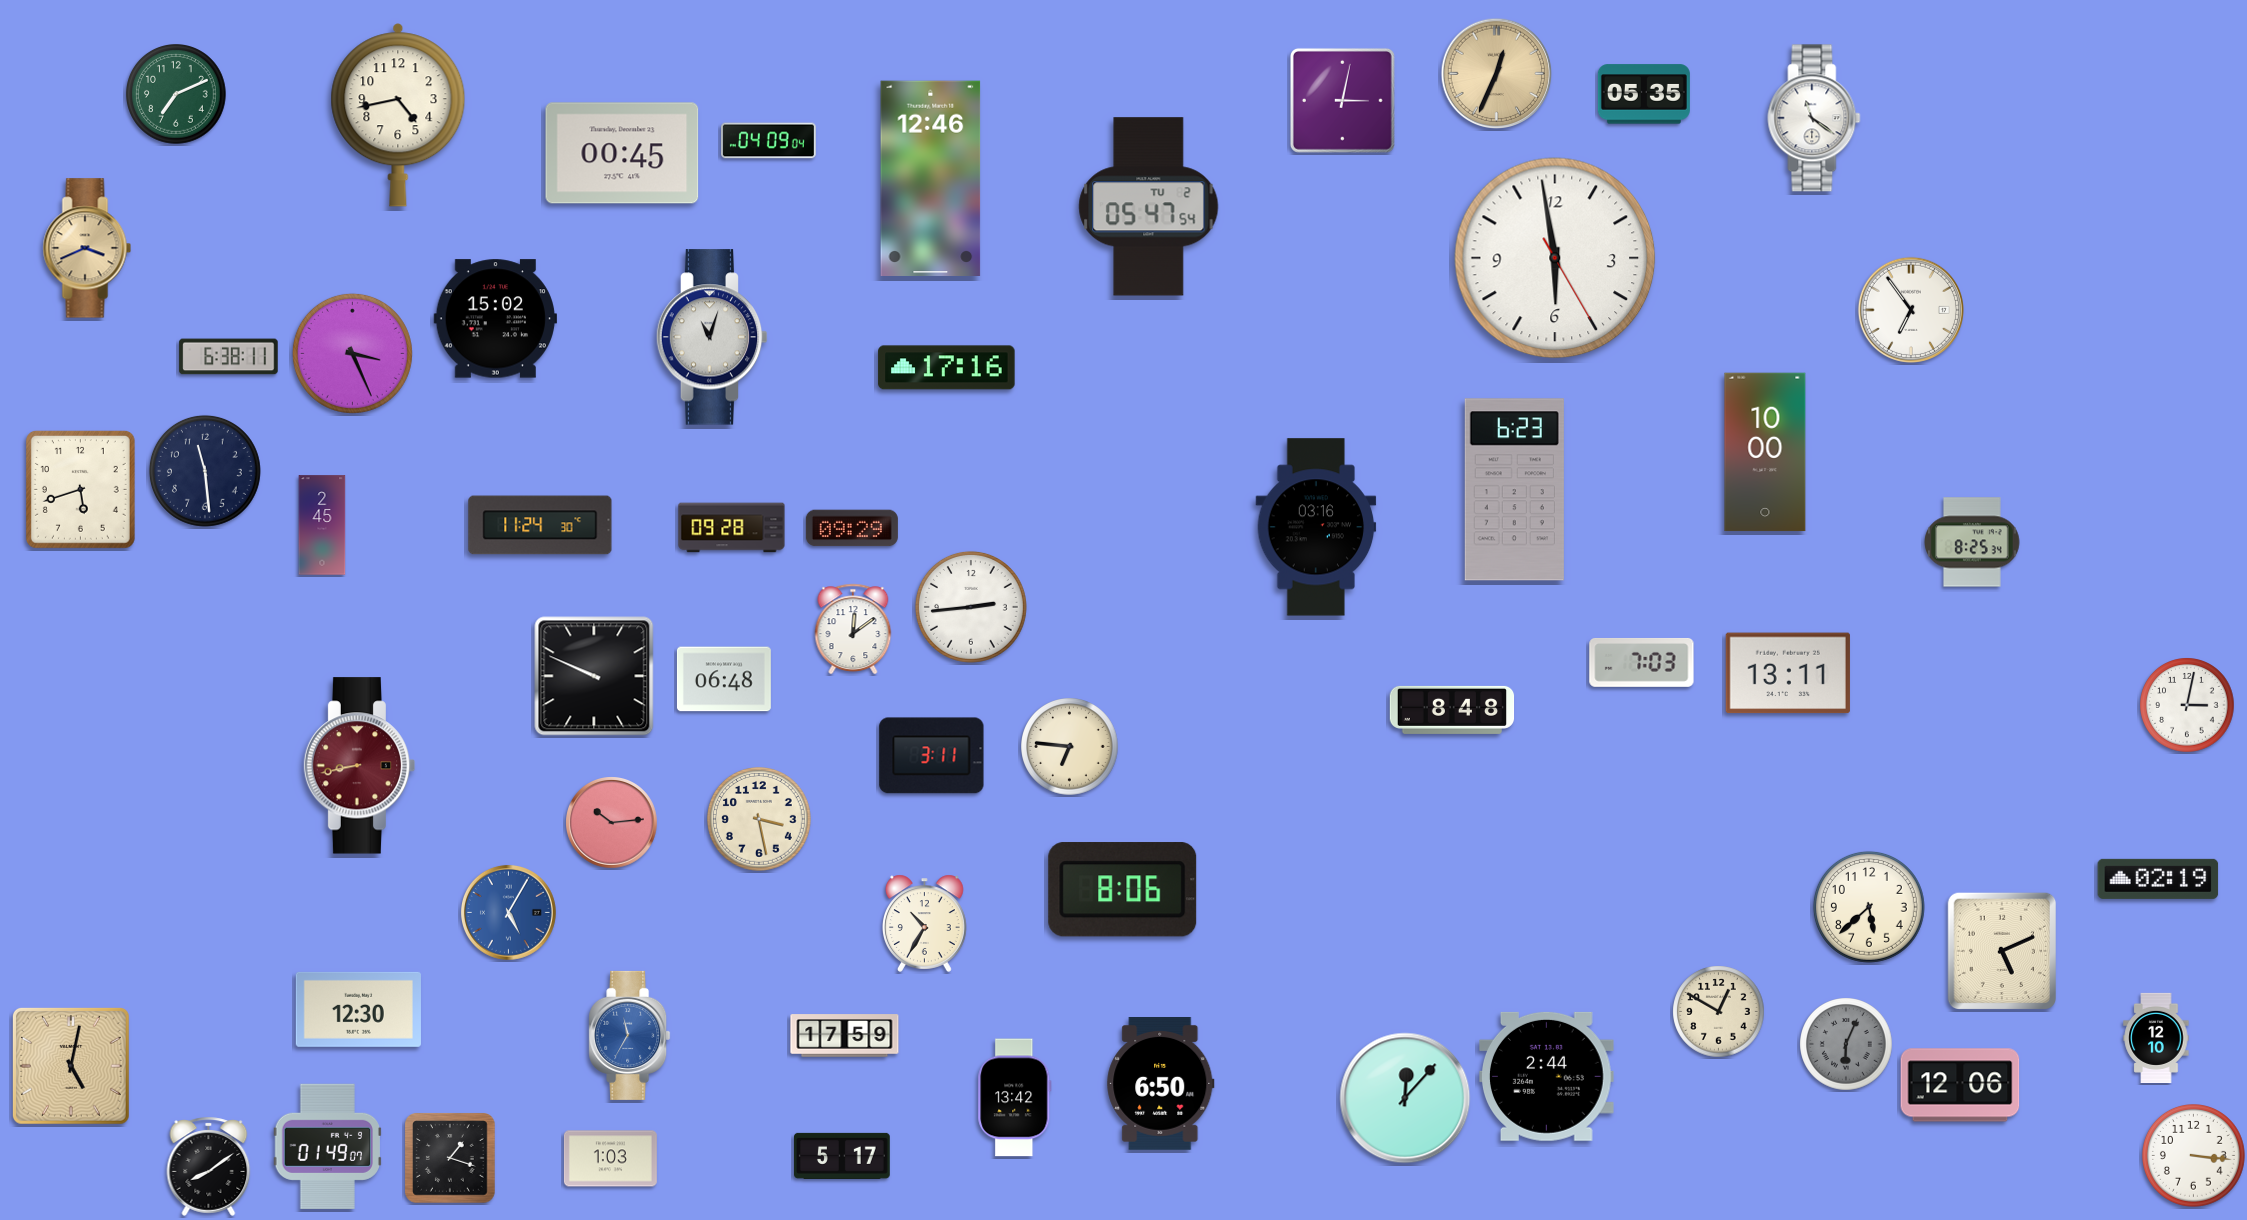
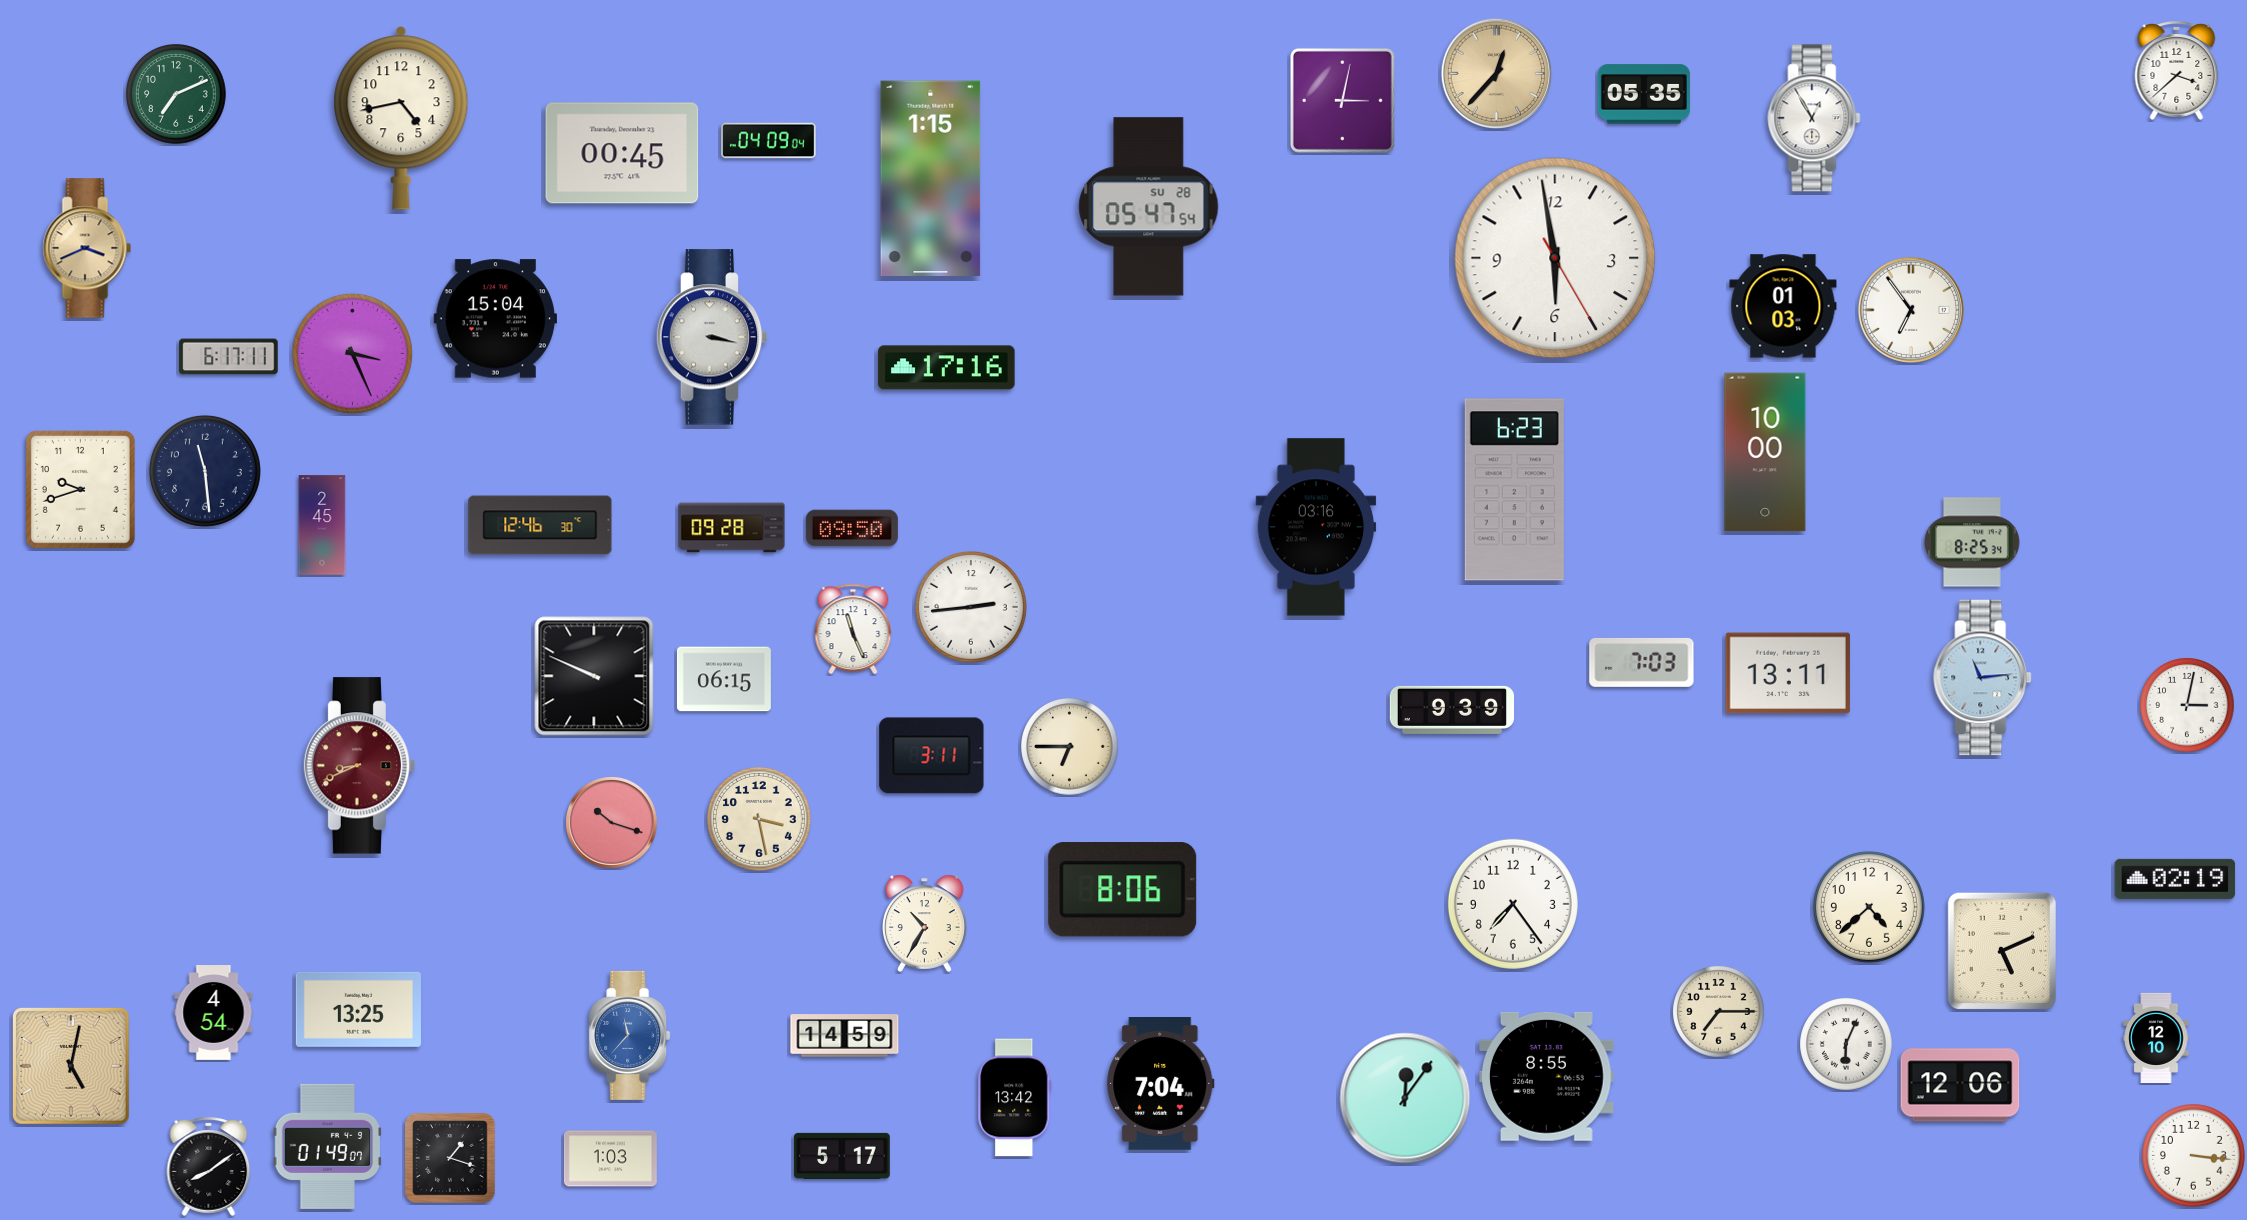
clock at (2177, 70): none -> 3:38
clock at (1497, 74): 12:34 -> 12:37
clock at (398, 115) position: (398, 115) -> (401, 118)
clock at (1814, 118): 11:21 -> 12:55
clock at (931, 178): 12:46 -> 1:15
clock at (1149, 207) date: TU 2 -> SU 28
clock at (1783, 306): none -> 01:03
clock at (495, 319): 15:02 -> 15:04
clock at (712, 337): 11:03 -> 3:17
clock at (229, 357): 6:38 -> 6:17
clock at (80, 489): 5:42 -> 9:42
clock at (540, 525): 11:24 -> 12:46
clock at (852, 528): 09:29 -> 09:50
clock at (853, 629): 12:09 -> 11:26
clock at (1983, 678): none -> 11:14
clock at (724, 679): 06:48 -> 06:15
clock at (1452, 710): 8:48 -> 9:39
clock at (1070, 747): 6:46 -> 6:45
clock at (360, 766): 8:43 -> 8:41
clock at (612, 823): 10:14 -> 10:18
clock at (2158, 879) position: (2158, 879) -> (2175, 879)
clock at (1513, 904): none -> 7:24
clock at (1869, 907): 5:38 -> 4:38
clock at (508, 912): 5:05 -> none
clock at (358, 1009): 12:30 -> 13:25
clock at (1719, 1012): 12:50 -> 7:15
clock at (214, 1013): none -> 4:54
clock at (630, 1035): 11:35 -> 11:37
clock at (845, 1036): 17:59 -> 14:59
clock at (1846, 1044) dial: grey -> white
clock at (1547, 1076): 2:44 -> 8:55
clock at (1161, 1084): 6:50 -> 7:04
clock at (1405, 1098): 12:07 -> 12:06
